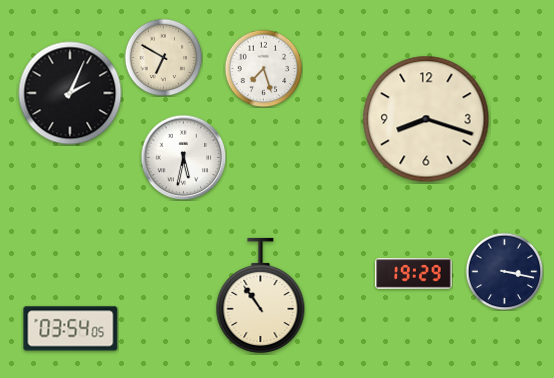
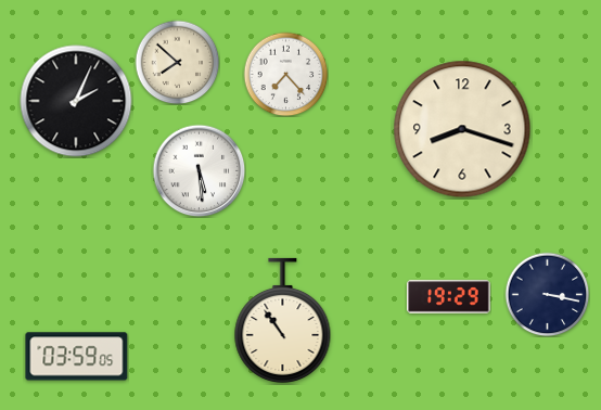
clock at (163, 57): 6:50 -> 7:52
clock at (263, 68): 7:27 -> 7:23
clock at (183, 157): 5:32 -> 5:29
clock at (71, 329): 03:54 -> 03:59
